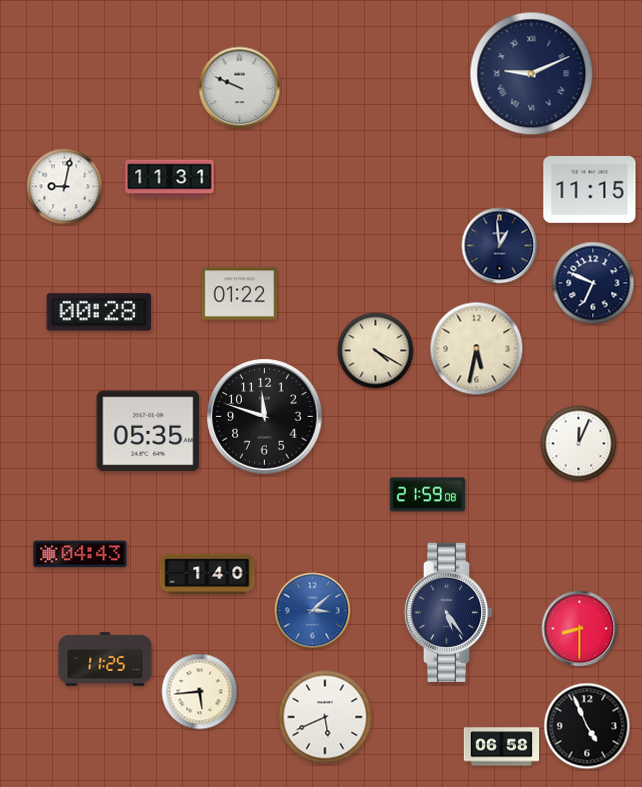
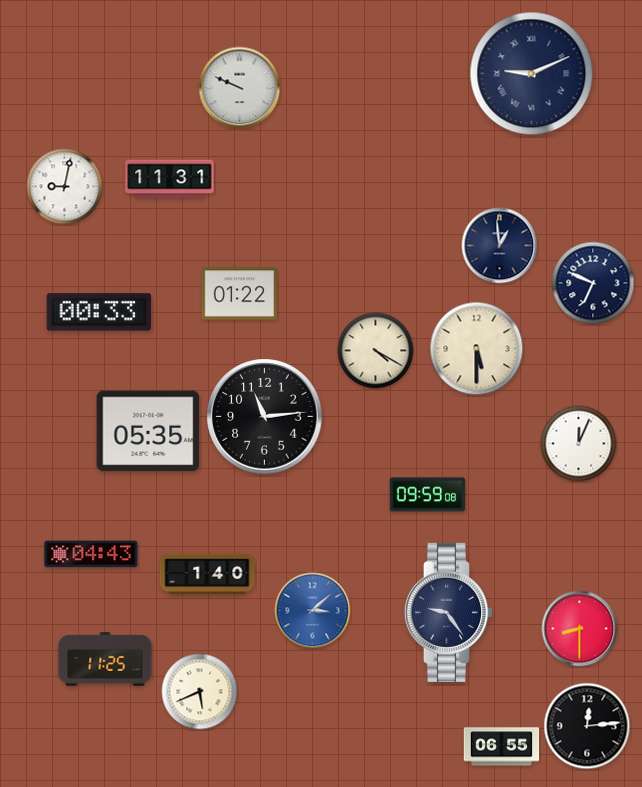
clock at (590, 189): 11:15 -> none
clock at (99, 312): 00:28 -> 00:33
clock at (477, 349): 5:32 -> 5:30
clock at (265, 417): 11:48 -> 11:14
clock at (428, 495): 21:59 -> 09:59
clock at (80, 554) position: (80, 554) -> (91, 554)
clock at (449, 612): 5:24 -> 9:24
clock at (200, 692): 5:44 -> 5:41
clock at (325, 717): 5:41 -> none
clock at (587, 726): 4:56 -> 12:14
clock at (502, 747): 06:58 -> 06:55
